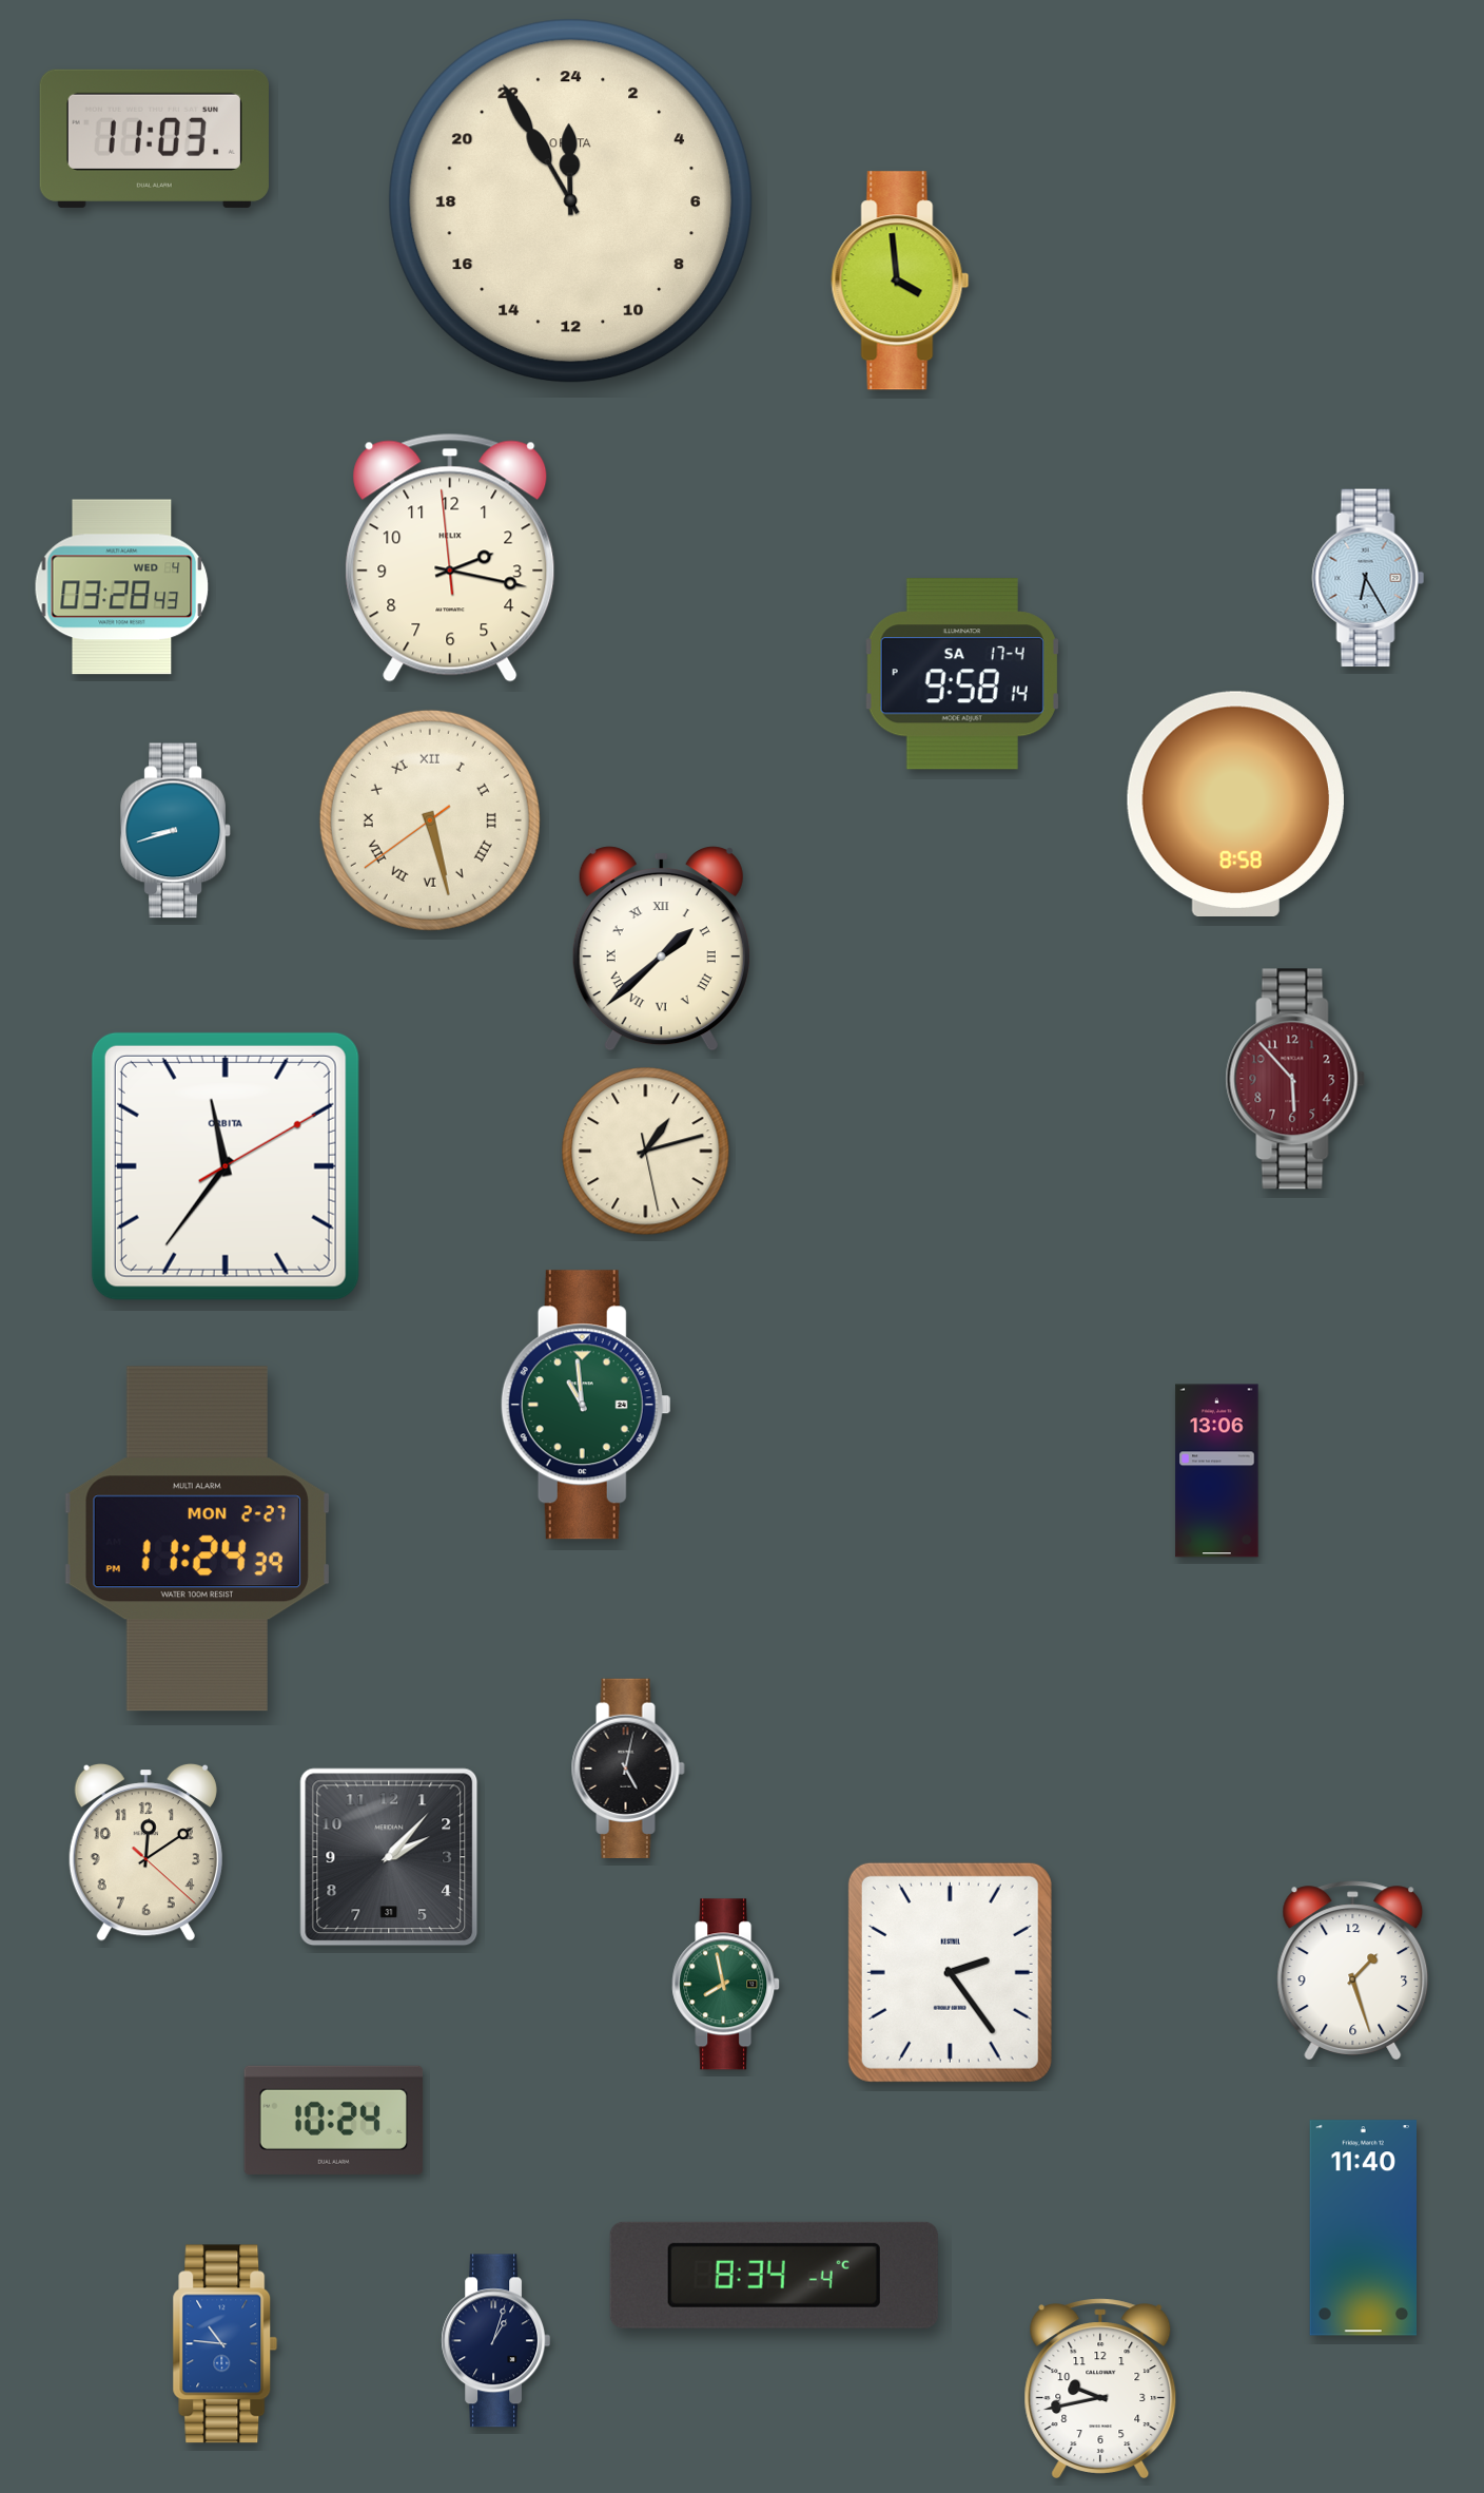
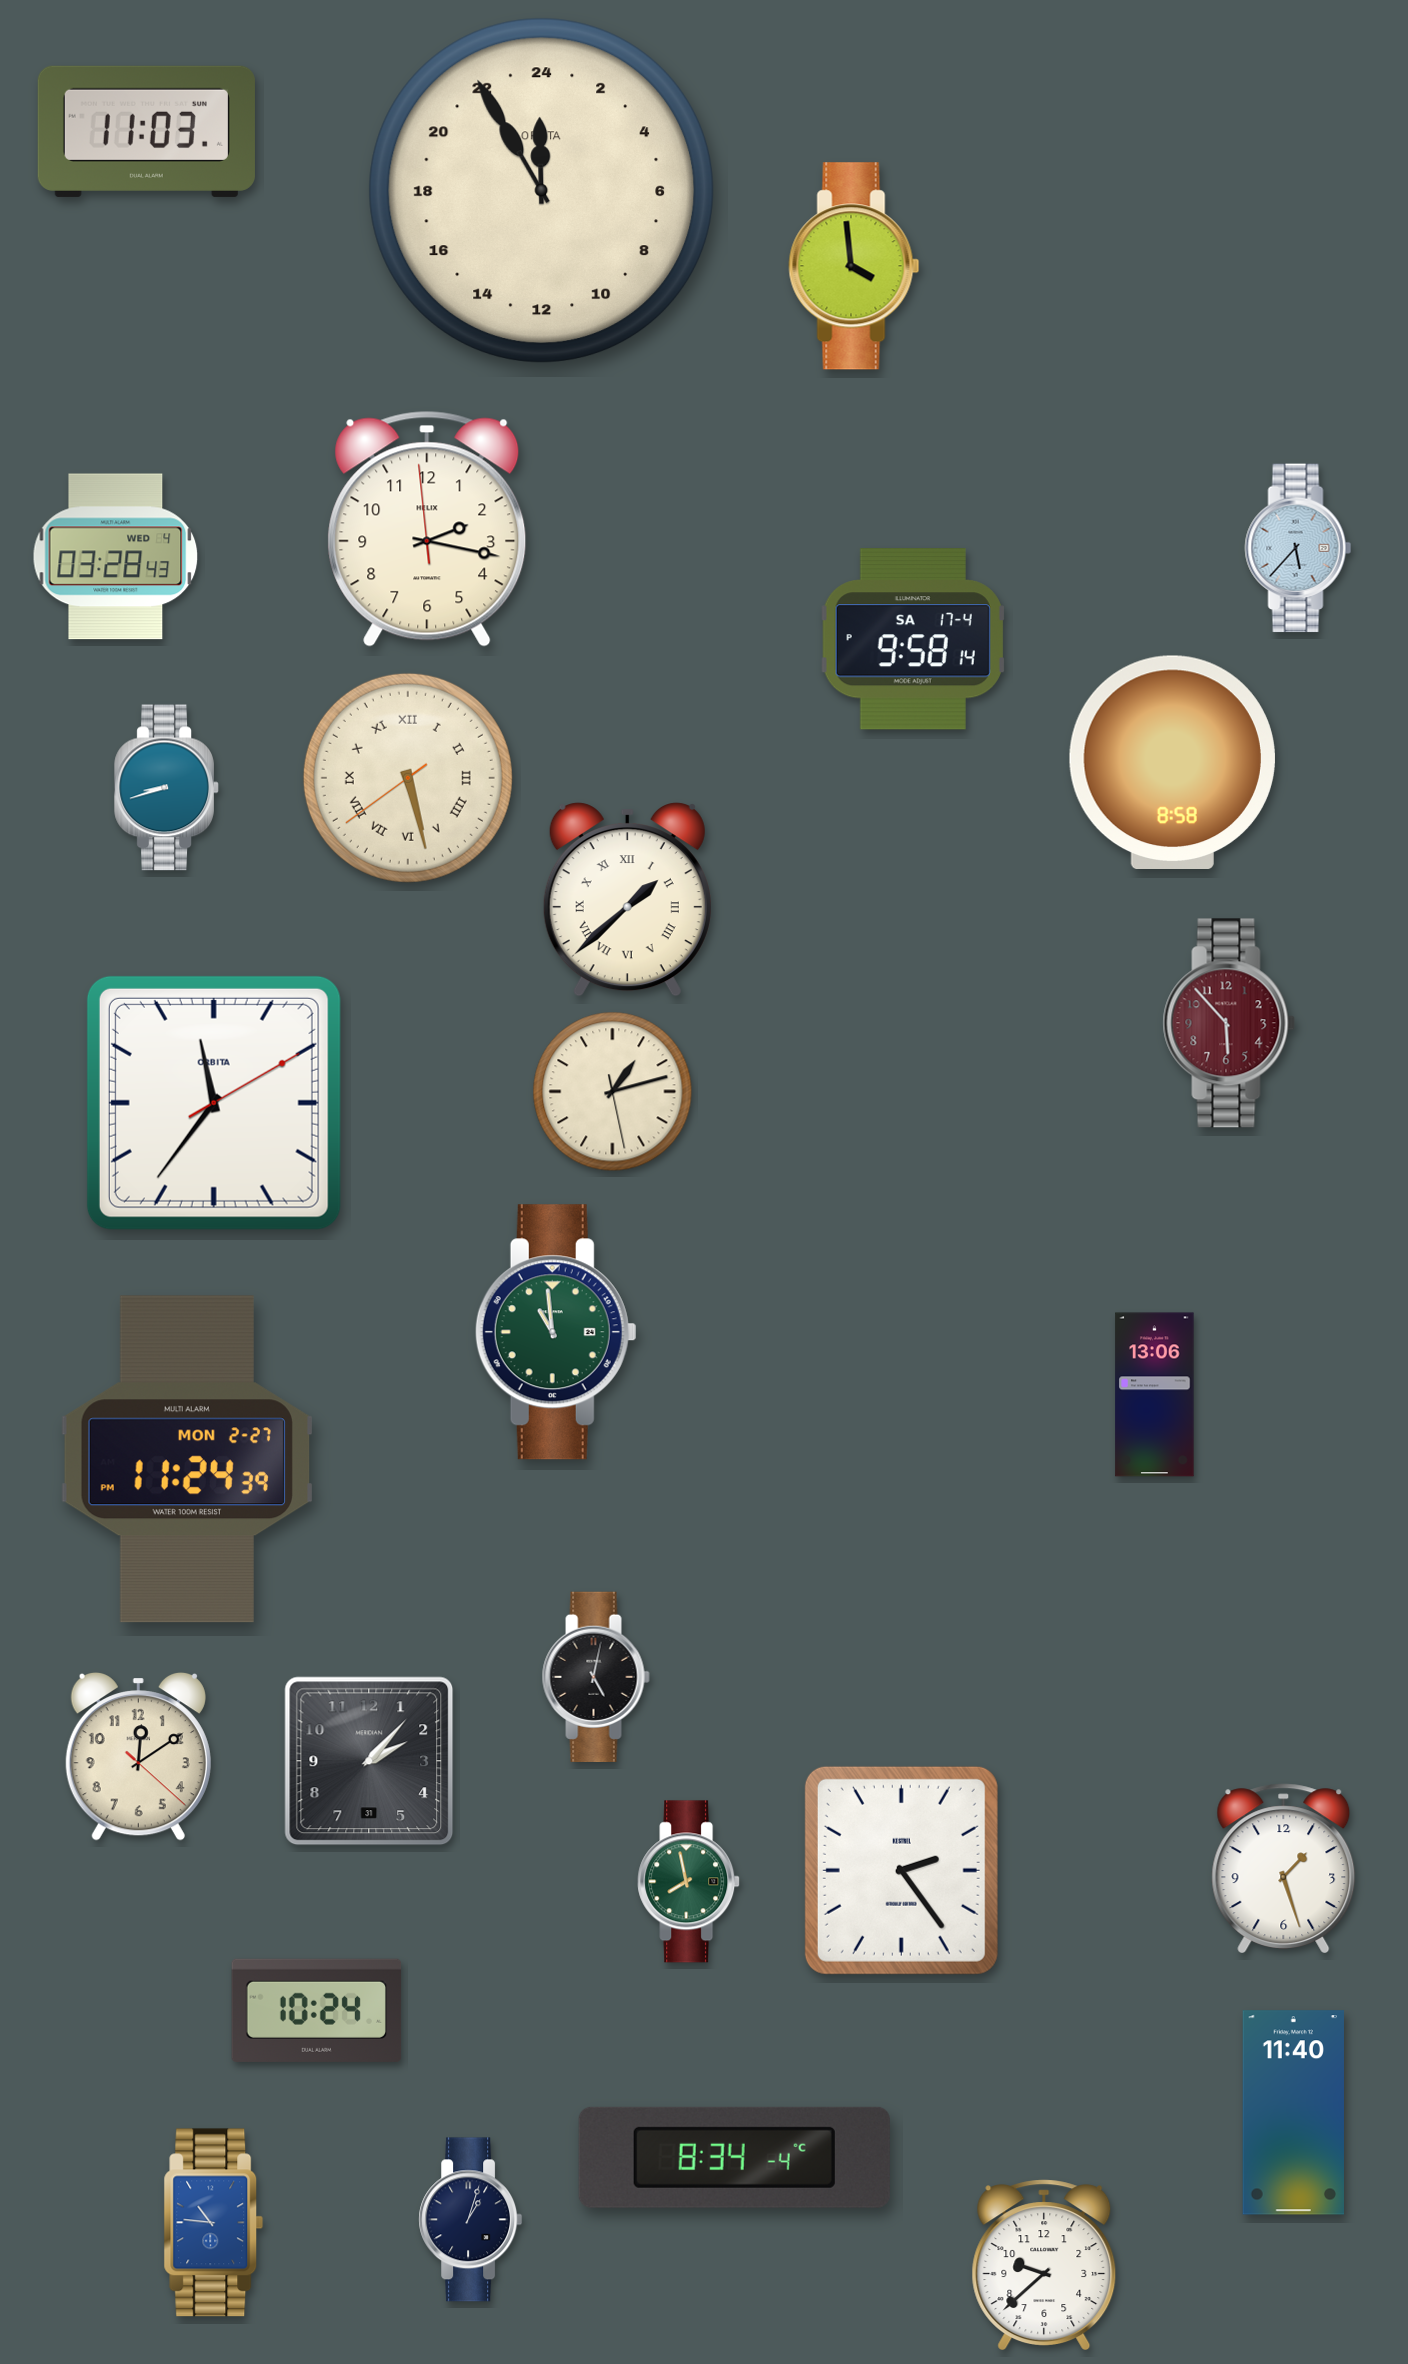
clock at (1368, 578): 6:25 -> 5:37
clock at (226, 1166) position: (226, 1166) -> (214, 1103)
clock at (1100, 2388): 9:43 -> 9:38
